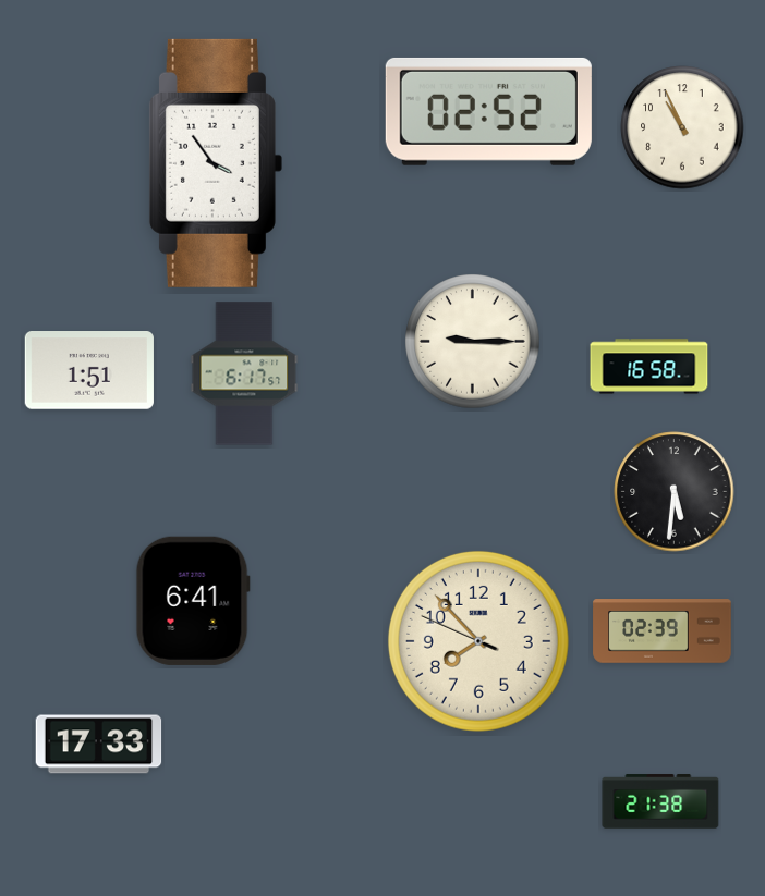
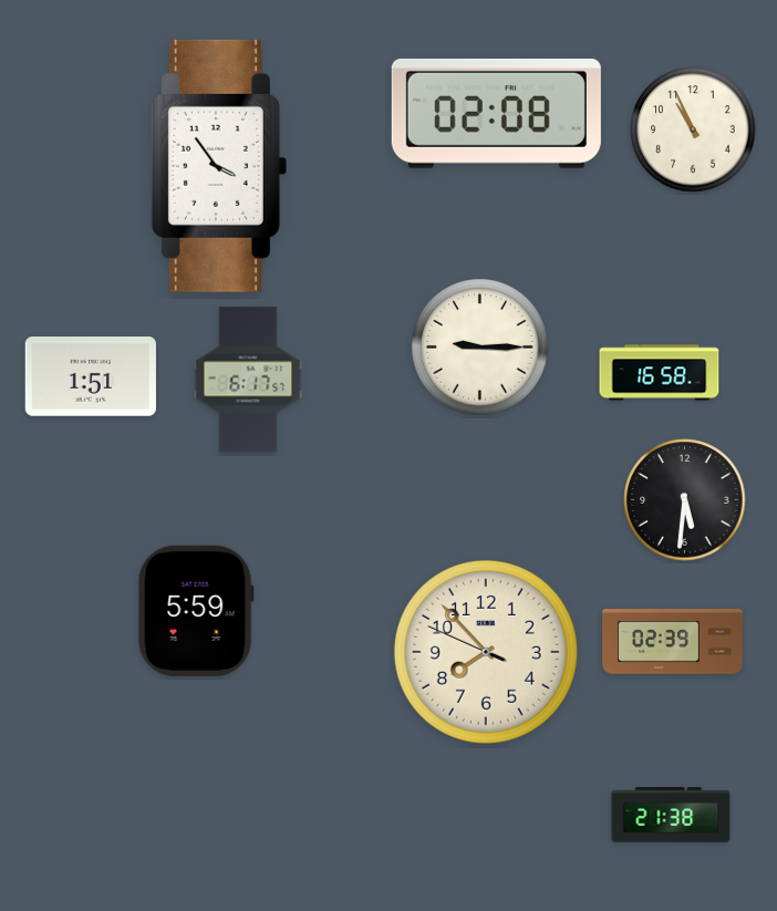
clock at (488, 111): 02:52 -> 02:08
clock at (193, 601): 6:41 -> 5:59
clock at (99, 745): 17:33 -> none
